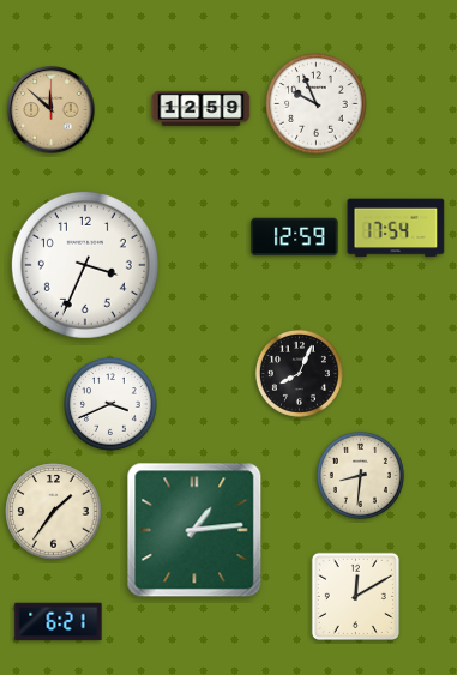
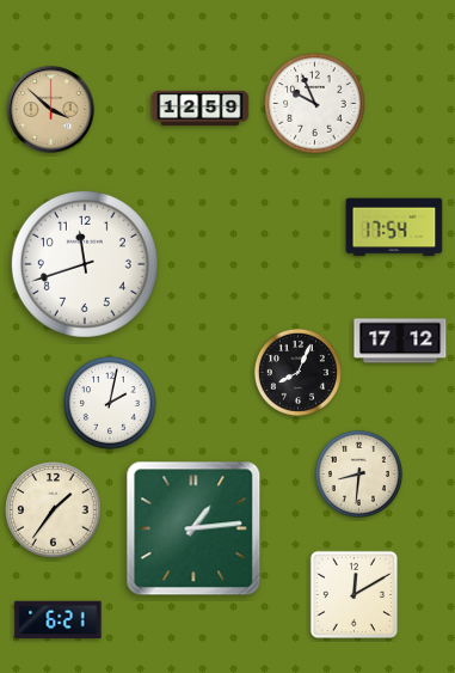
clock at (52, 110): 11:52 -> 3:52
clock at (295, 237): 12:59 -> none
clock at (85, 265): 3:34 -> 11:42
clock at (400, 341): none -> 17:12
clock at (110, 404): 3:41 -> 2:02
